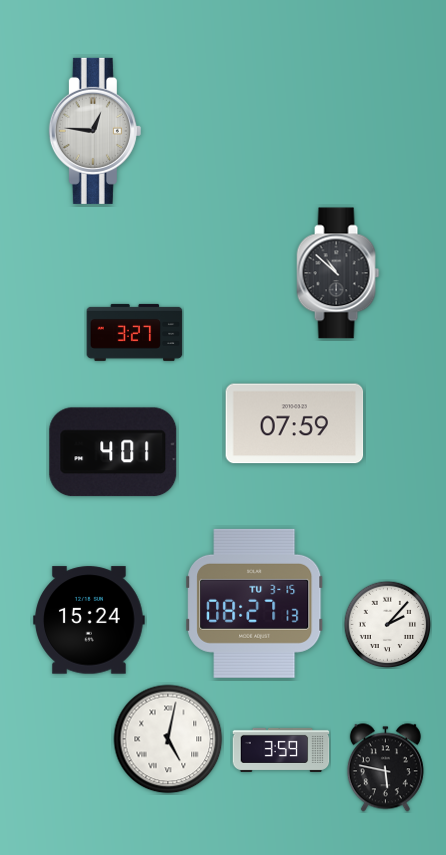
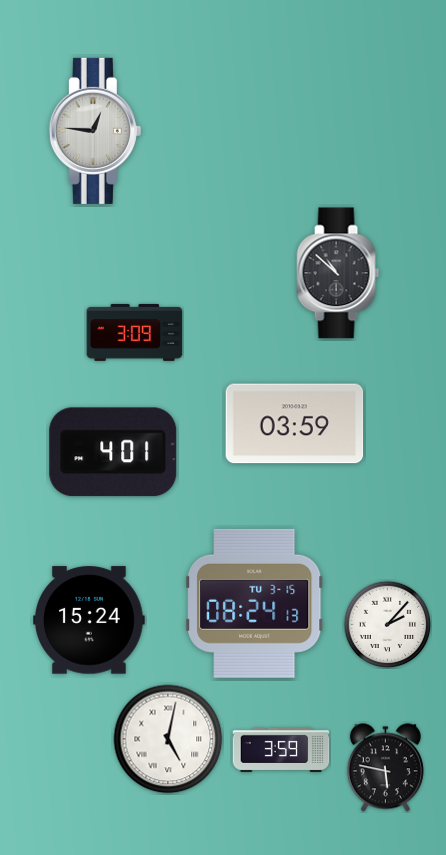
clock at (135, 332): 3:27 -> 3:09
clock at (295, 424): 07:59 -> 03:59
clock at (255, 603): 08:27 -> 08:24
